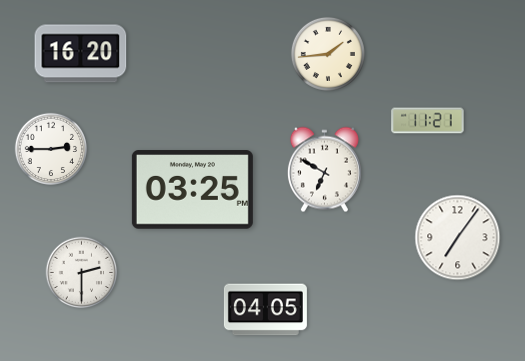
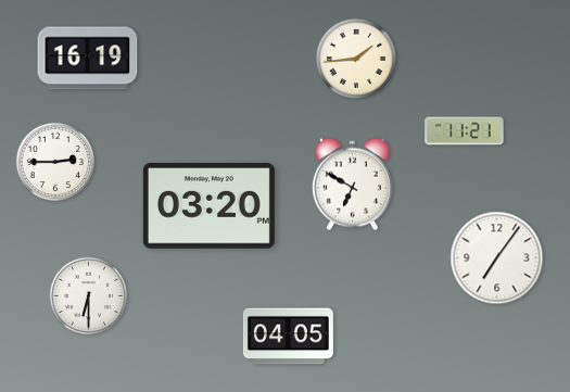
clock at (81, 54): 16:20 -> 16:19
clock at (192, 190): 03:25 -> 03:20
clock at (82, 273): 2:30 -> 6:30
